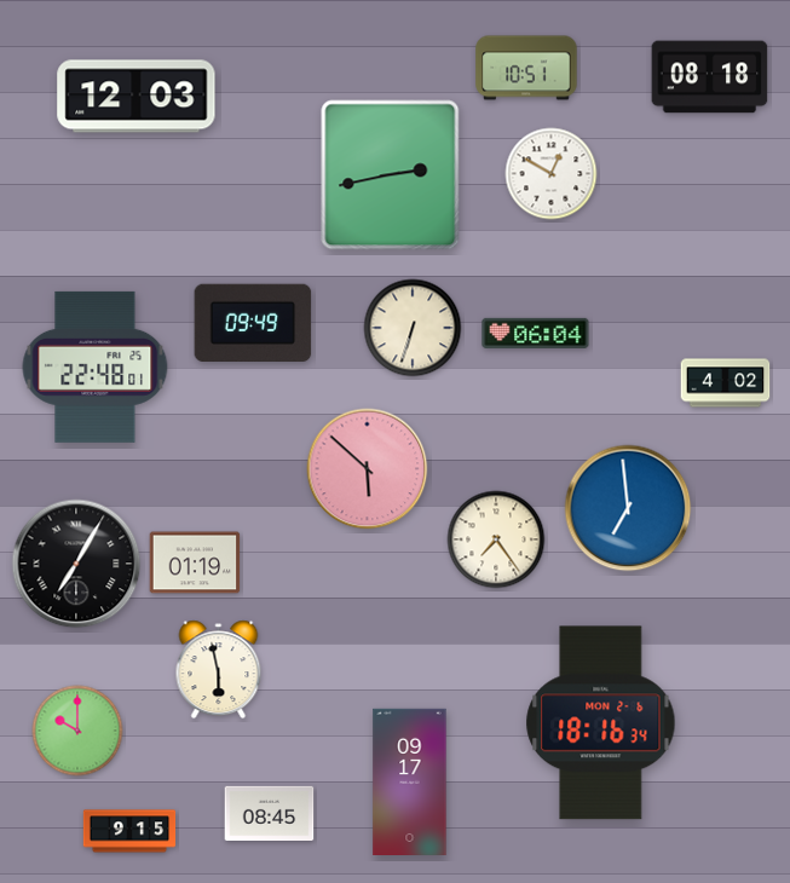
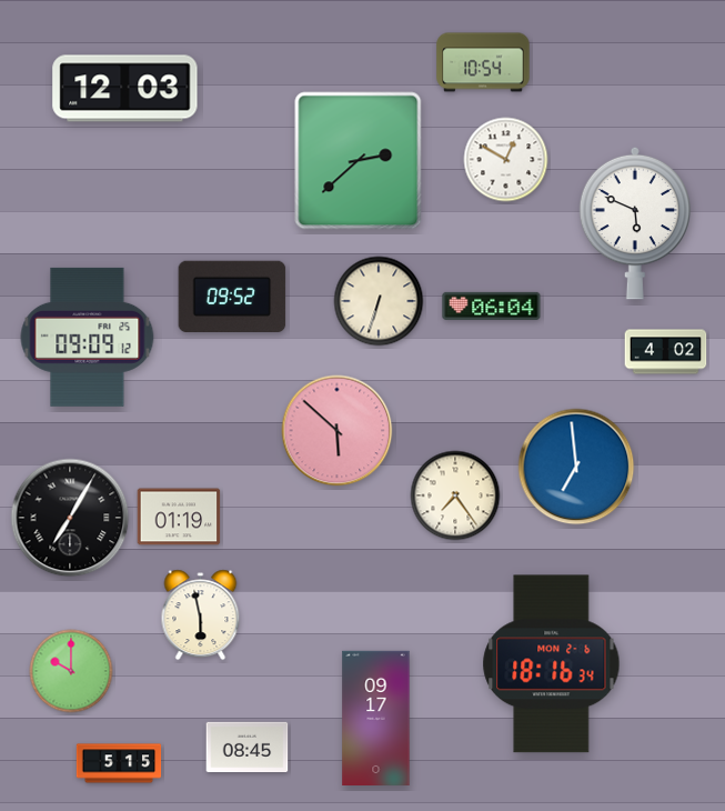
clock at (526, 68): 10:51 -> 10:54
clock at (710, 77): 08:18 -> none
clock at (391, 175): 2:43 -> 2:38
clock at (635, 223): none -> 5:49
clock at (253, 322): 09:49 -> 09:52
clock at (96, 367): 22:48 -> 09:09
clock at (129, 831): 9:15 -> 5:15
